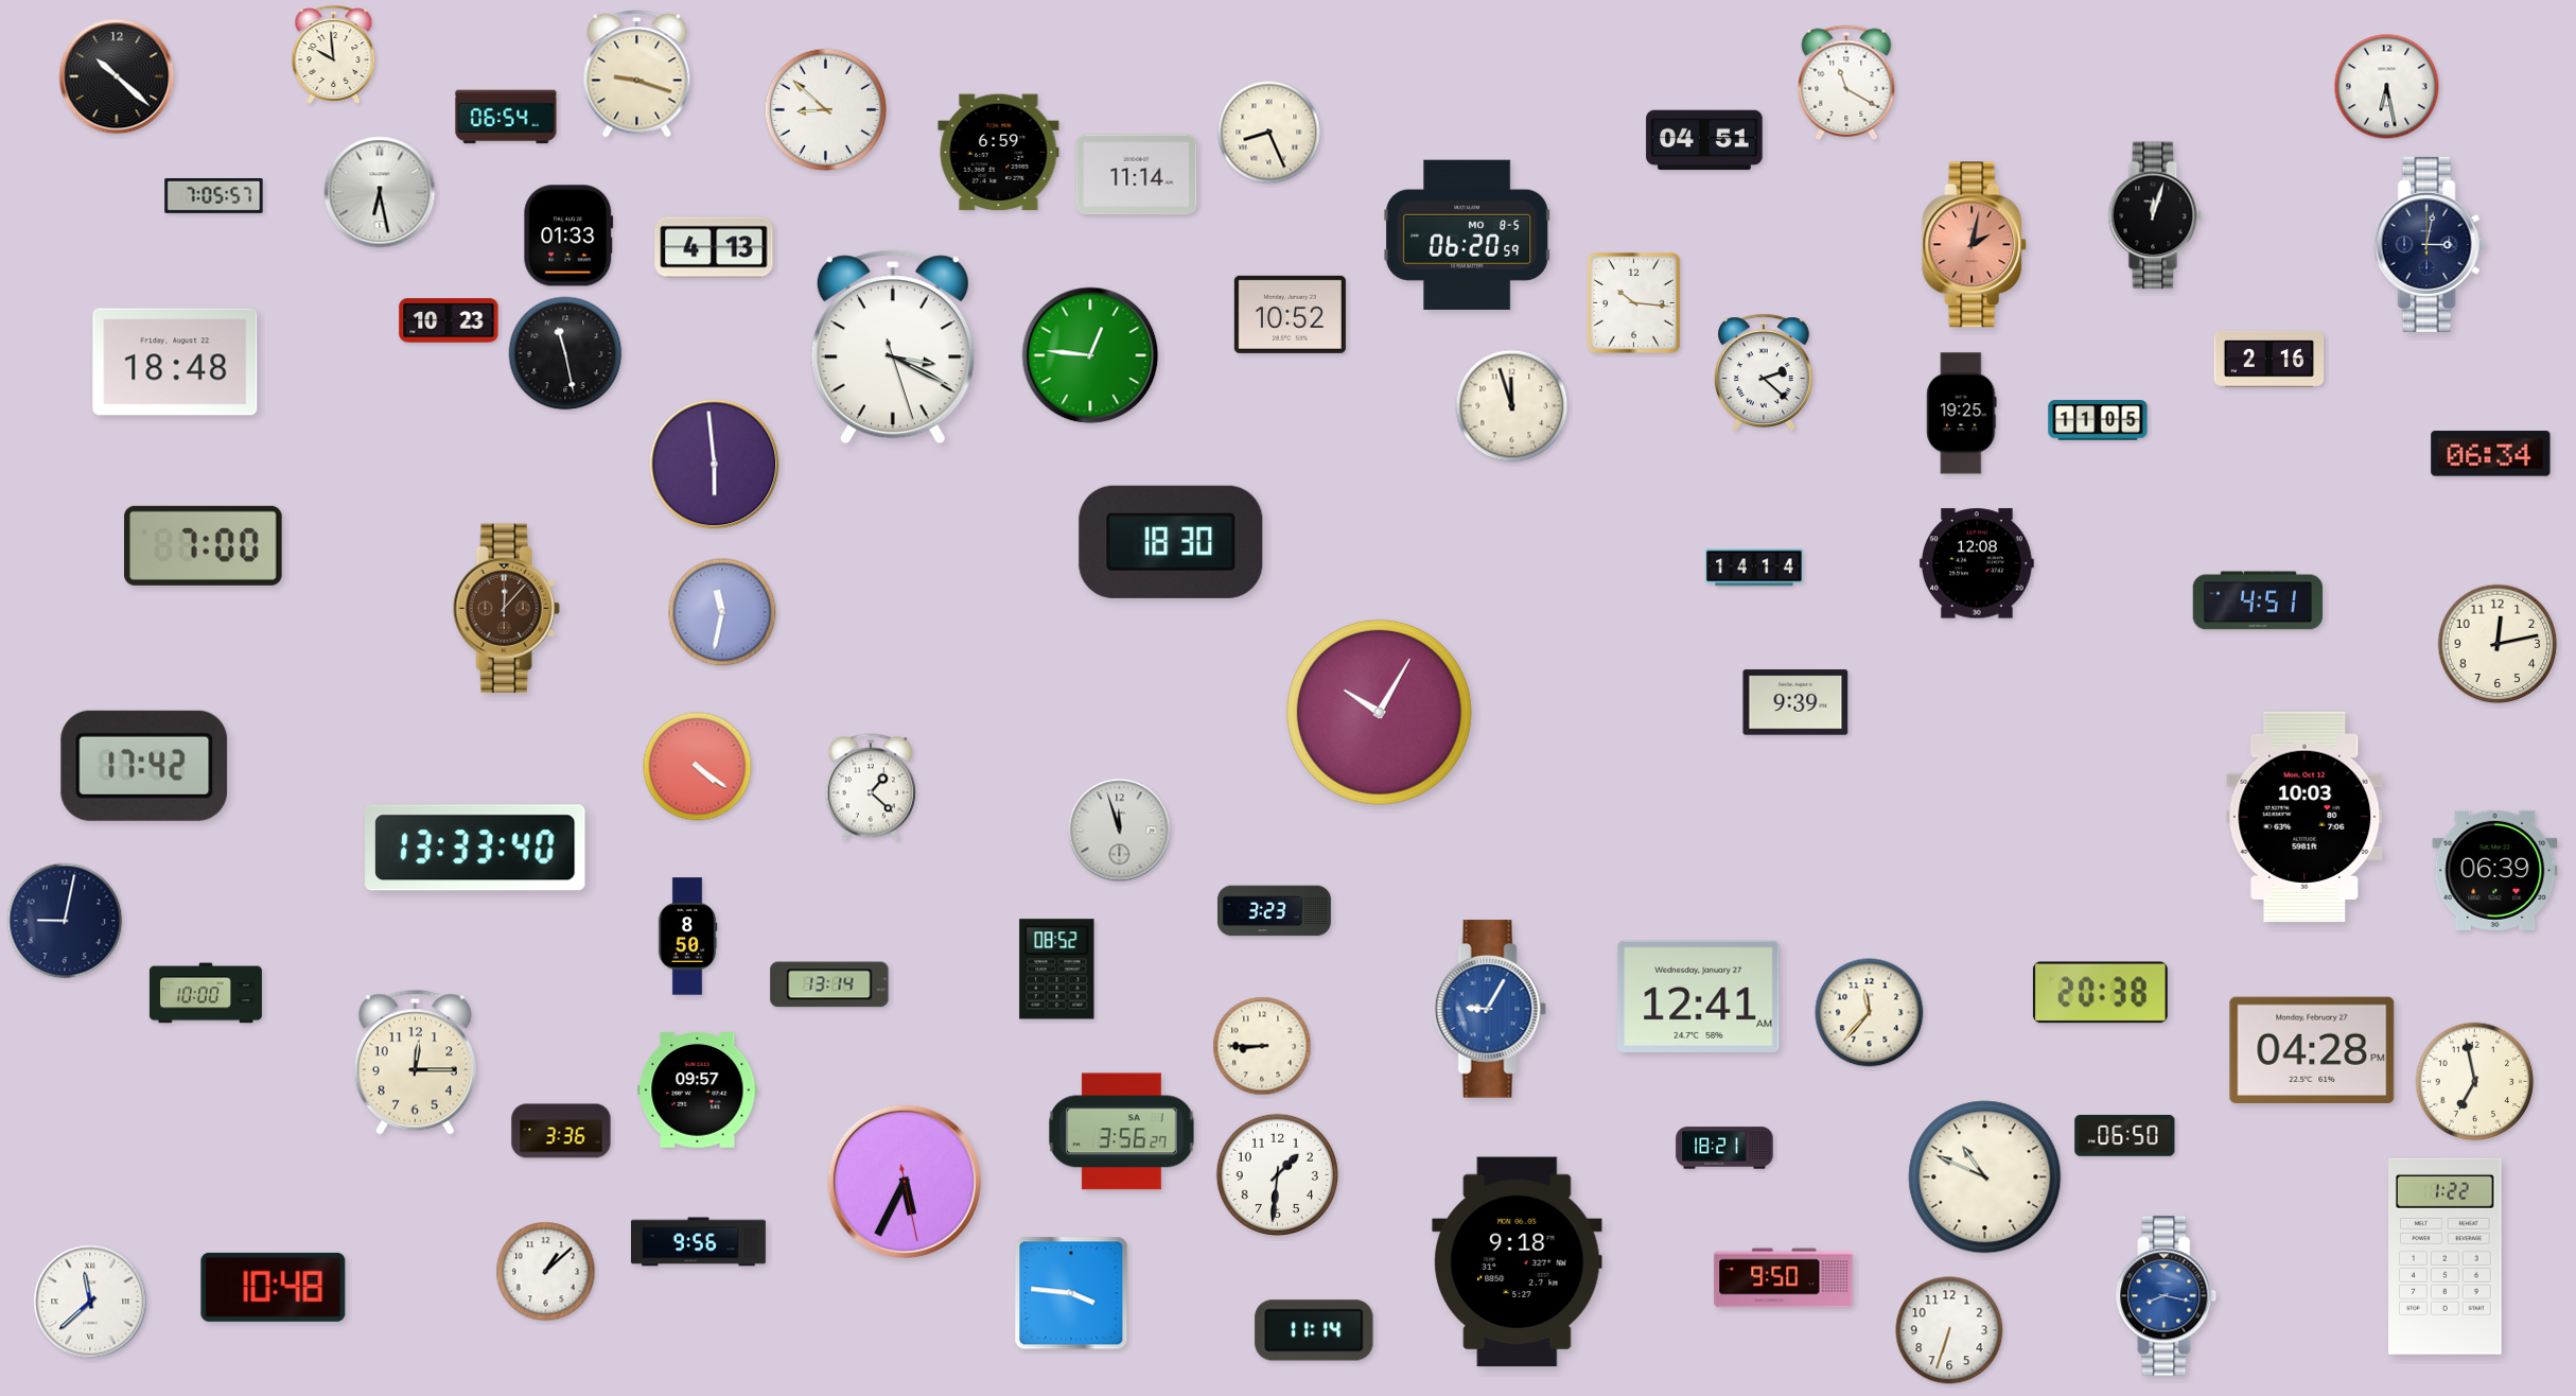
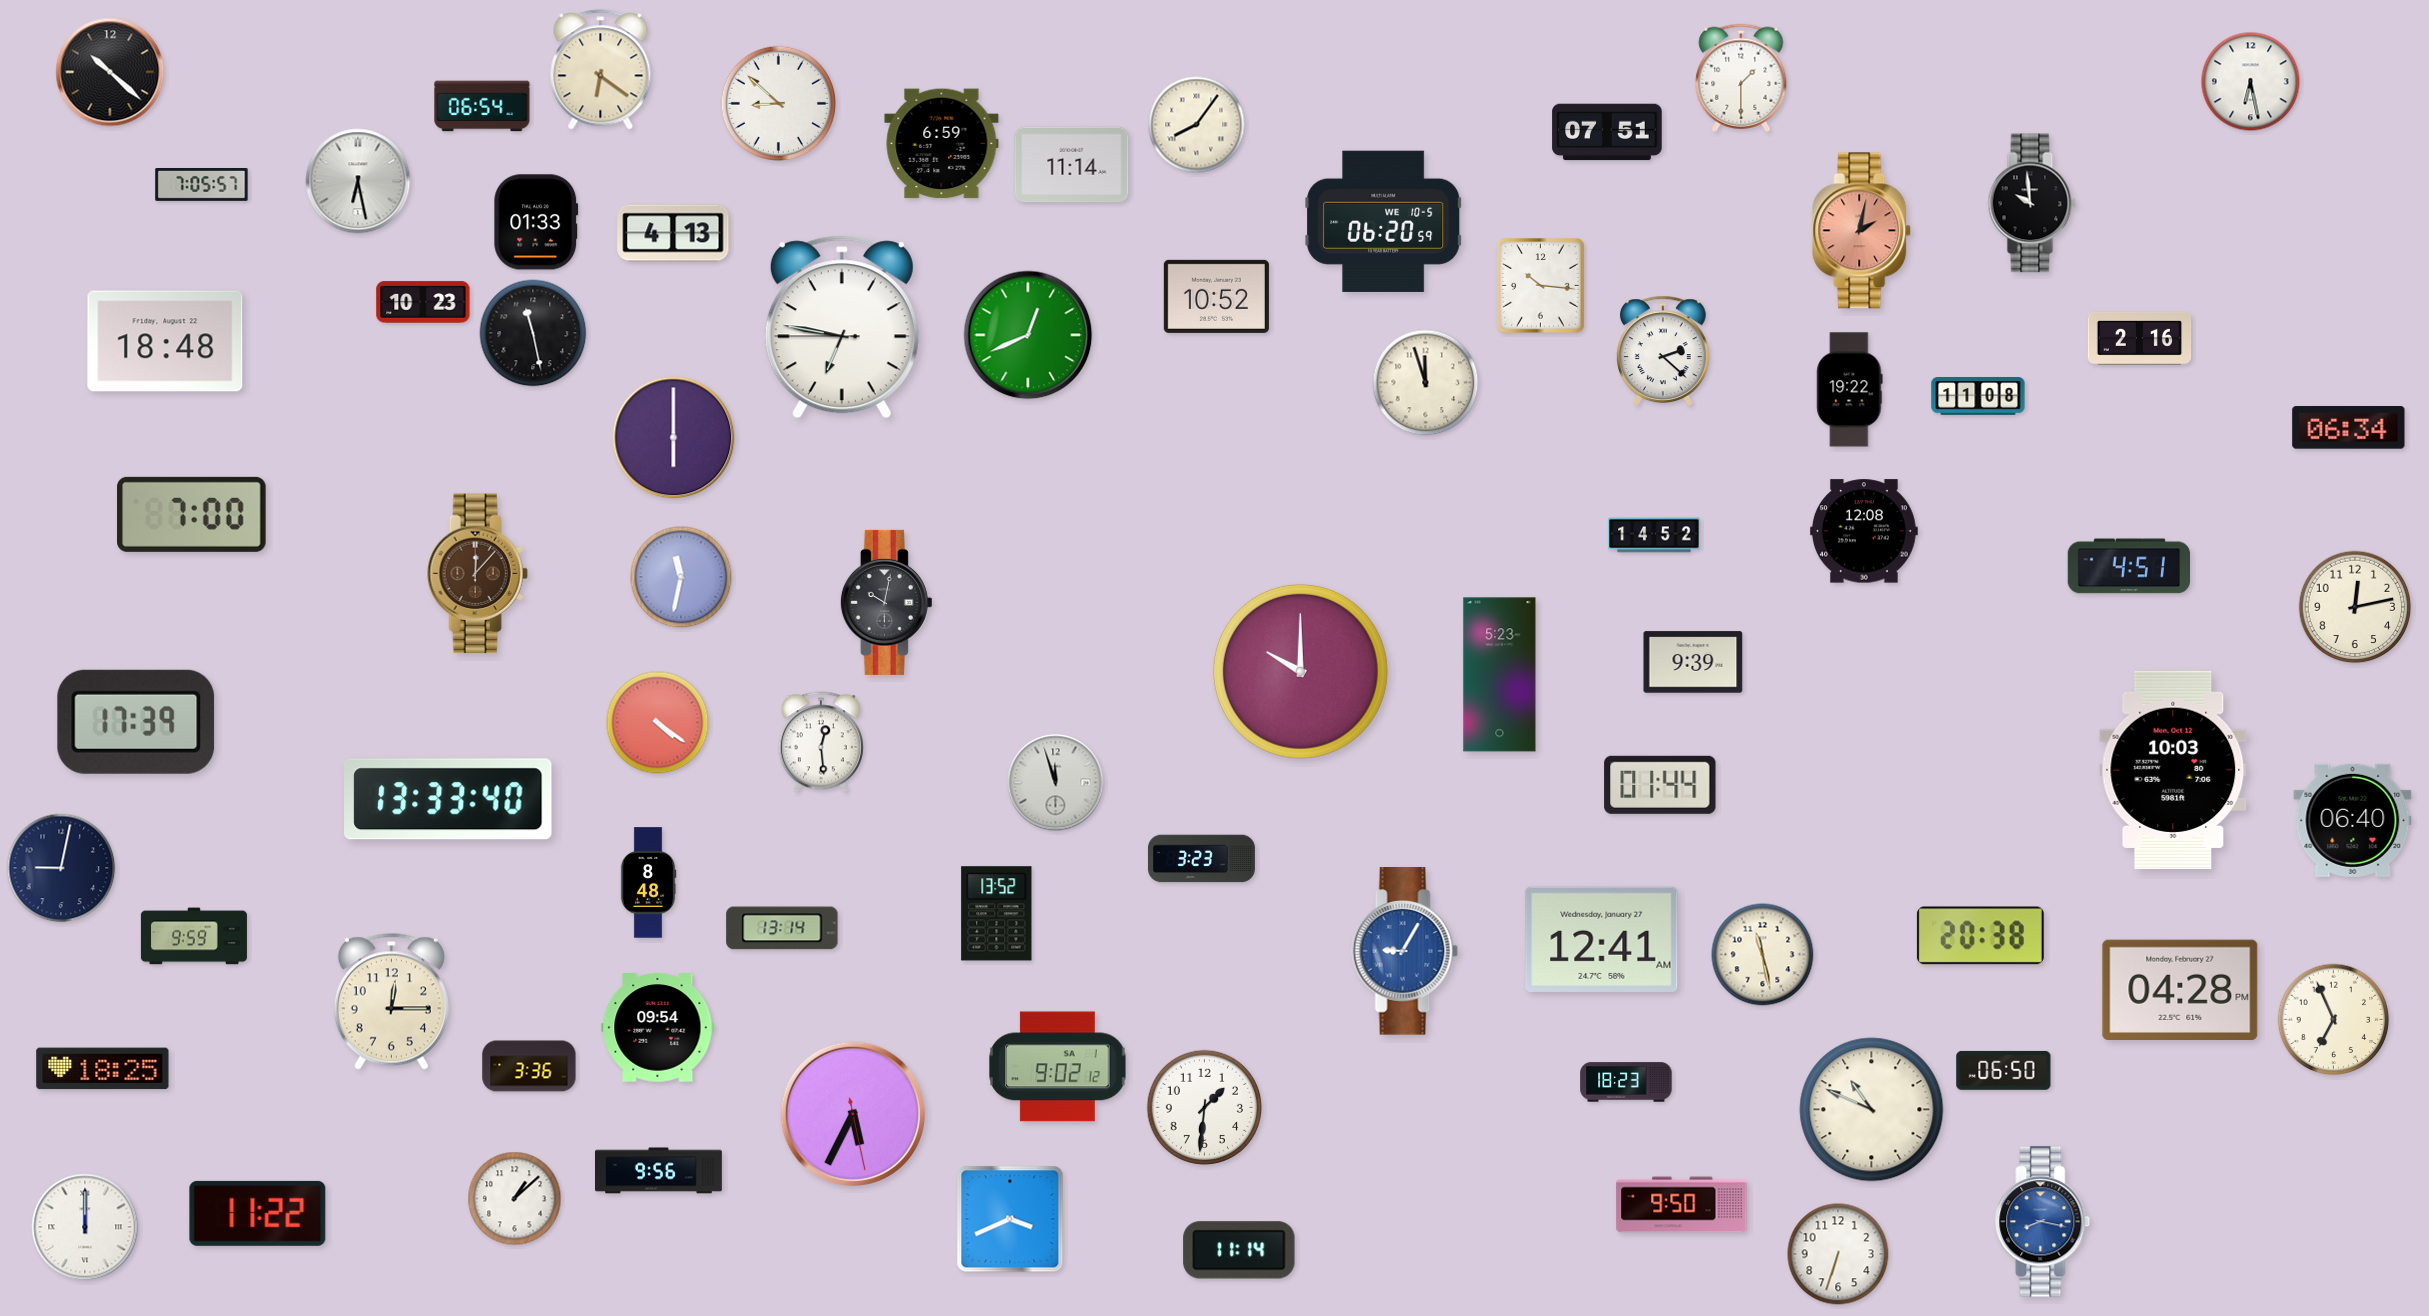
clock at (334, 54): 9:59 -> none
clock at (637, 74): 9:18 -> 6:21
clock at (1846, 83): 11:20 -> 1:30
clock at (506, 117) position: (506, 117) -> (482, 106)
clock at (1269, 133): 8:26 -> 8:06
clock at (1704, 140): 04:51 -> 07:51
clock at (2155, 215): 12:03 -> 9:59
clock at (1468, 234) date: MO 8-5 -> WE 10-5
clock at (2429, 244): 3:02 -> none
clock at (893, 347): 3:19 -> 6:46
clock at (1090, 355): 12:46 -> 12:41
clock at (1962, 414): 19:25 -> 19:22
clock at (2098, 420): 11:05 -> 11:08
clock at (715, 465): 5:59 -> 6:00
clock at (1171, 542): 18:30 -> none
clock at (1754, 568): 14:14 -> 14:52
clock at (886, 602): none -> 10:02
clock at (1379, 712): 10:05 -> 10:00
clock at (1500, 675): none -> 5:23
clock at (144, 766): 17:42 -> 17:39
clock at (871, 787): 1:22 -> 12:29
clock at (1660, 785): none -> 01:44
clock at (2495, 870): 06:39 -> 06:40
clock at (687, 937): 8:50 -> 8:48
clock at (1057, 970): 08:52 -> 13:52
clock at (206, 993): 10:00 -> 9:59
clock at (1870, 1013): 11:37 -> 11:28
clock at (1262, 1046): 8:45 -> none
clock at (2475, 1082): 6:58 -> 6:56
clock at (698, 1090): 09:57 -> 09:54
clock at (1122, 1132): 3:56 -> 9:02
clock at (103, 1069): none -> 18:25
clock at (1724, 1148): 18:21 -> 18:23
clock at (2446, 1256): 1:22 -> none
clock at (1518, 1262): 9:18 -> none
clock at (274, 1287): 10:48 -> 11:22
clock at (1071, 1293): 3:46 -> 3:41
clock at (90, 1302): 11:38 -> 12:00
clock at (1314, 1330) position: (1314, 1330) -> (1239, 1250)
